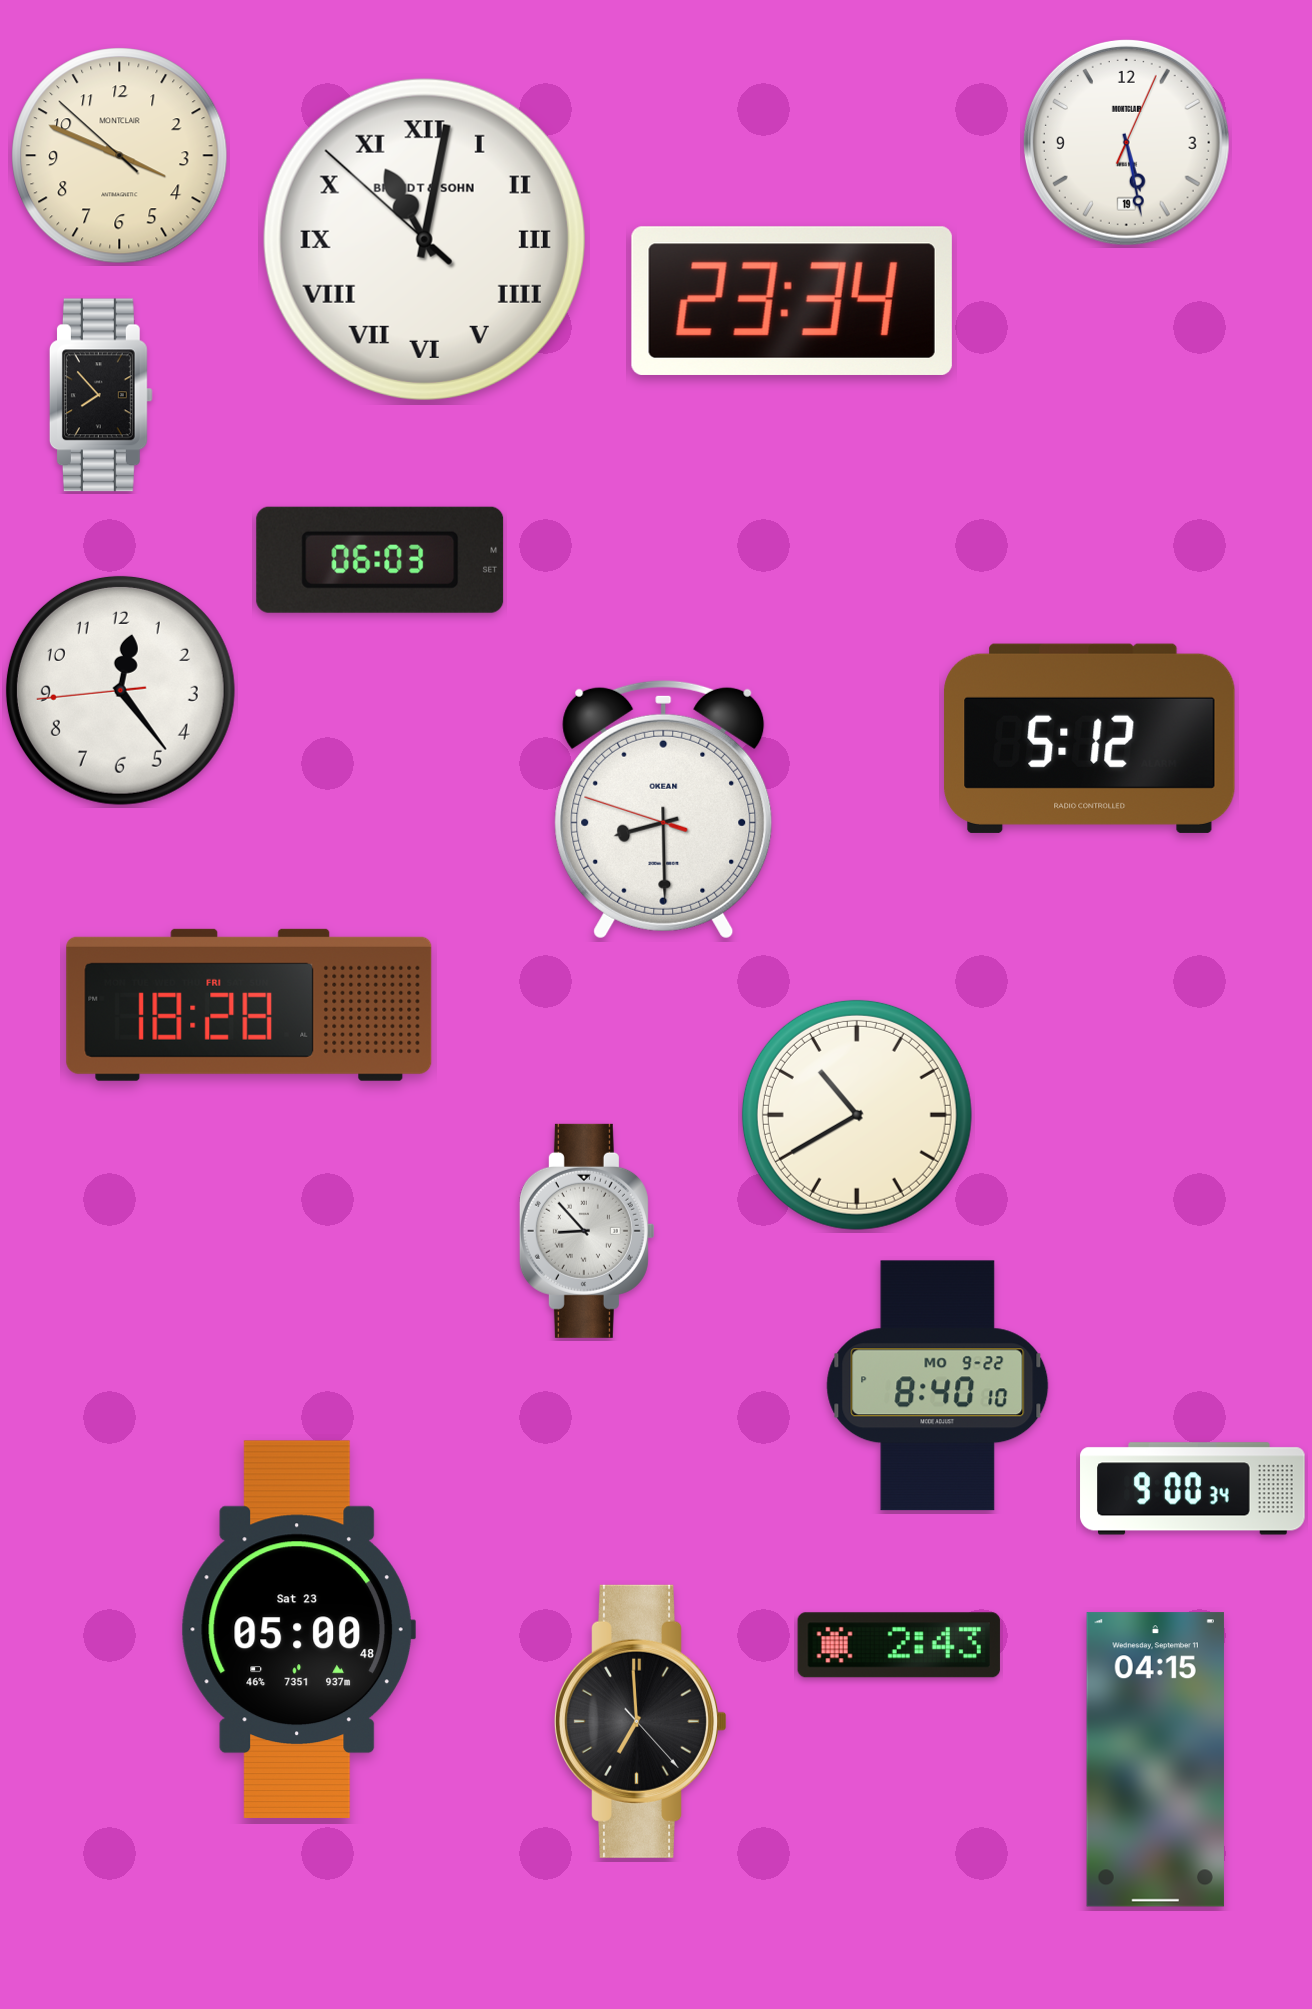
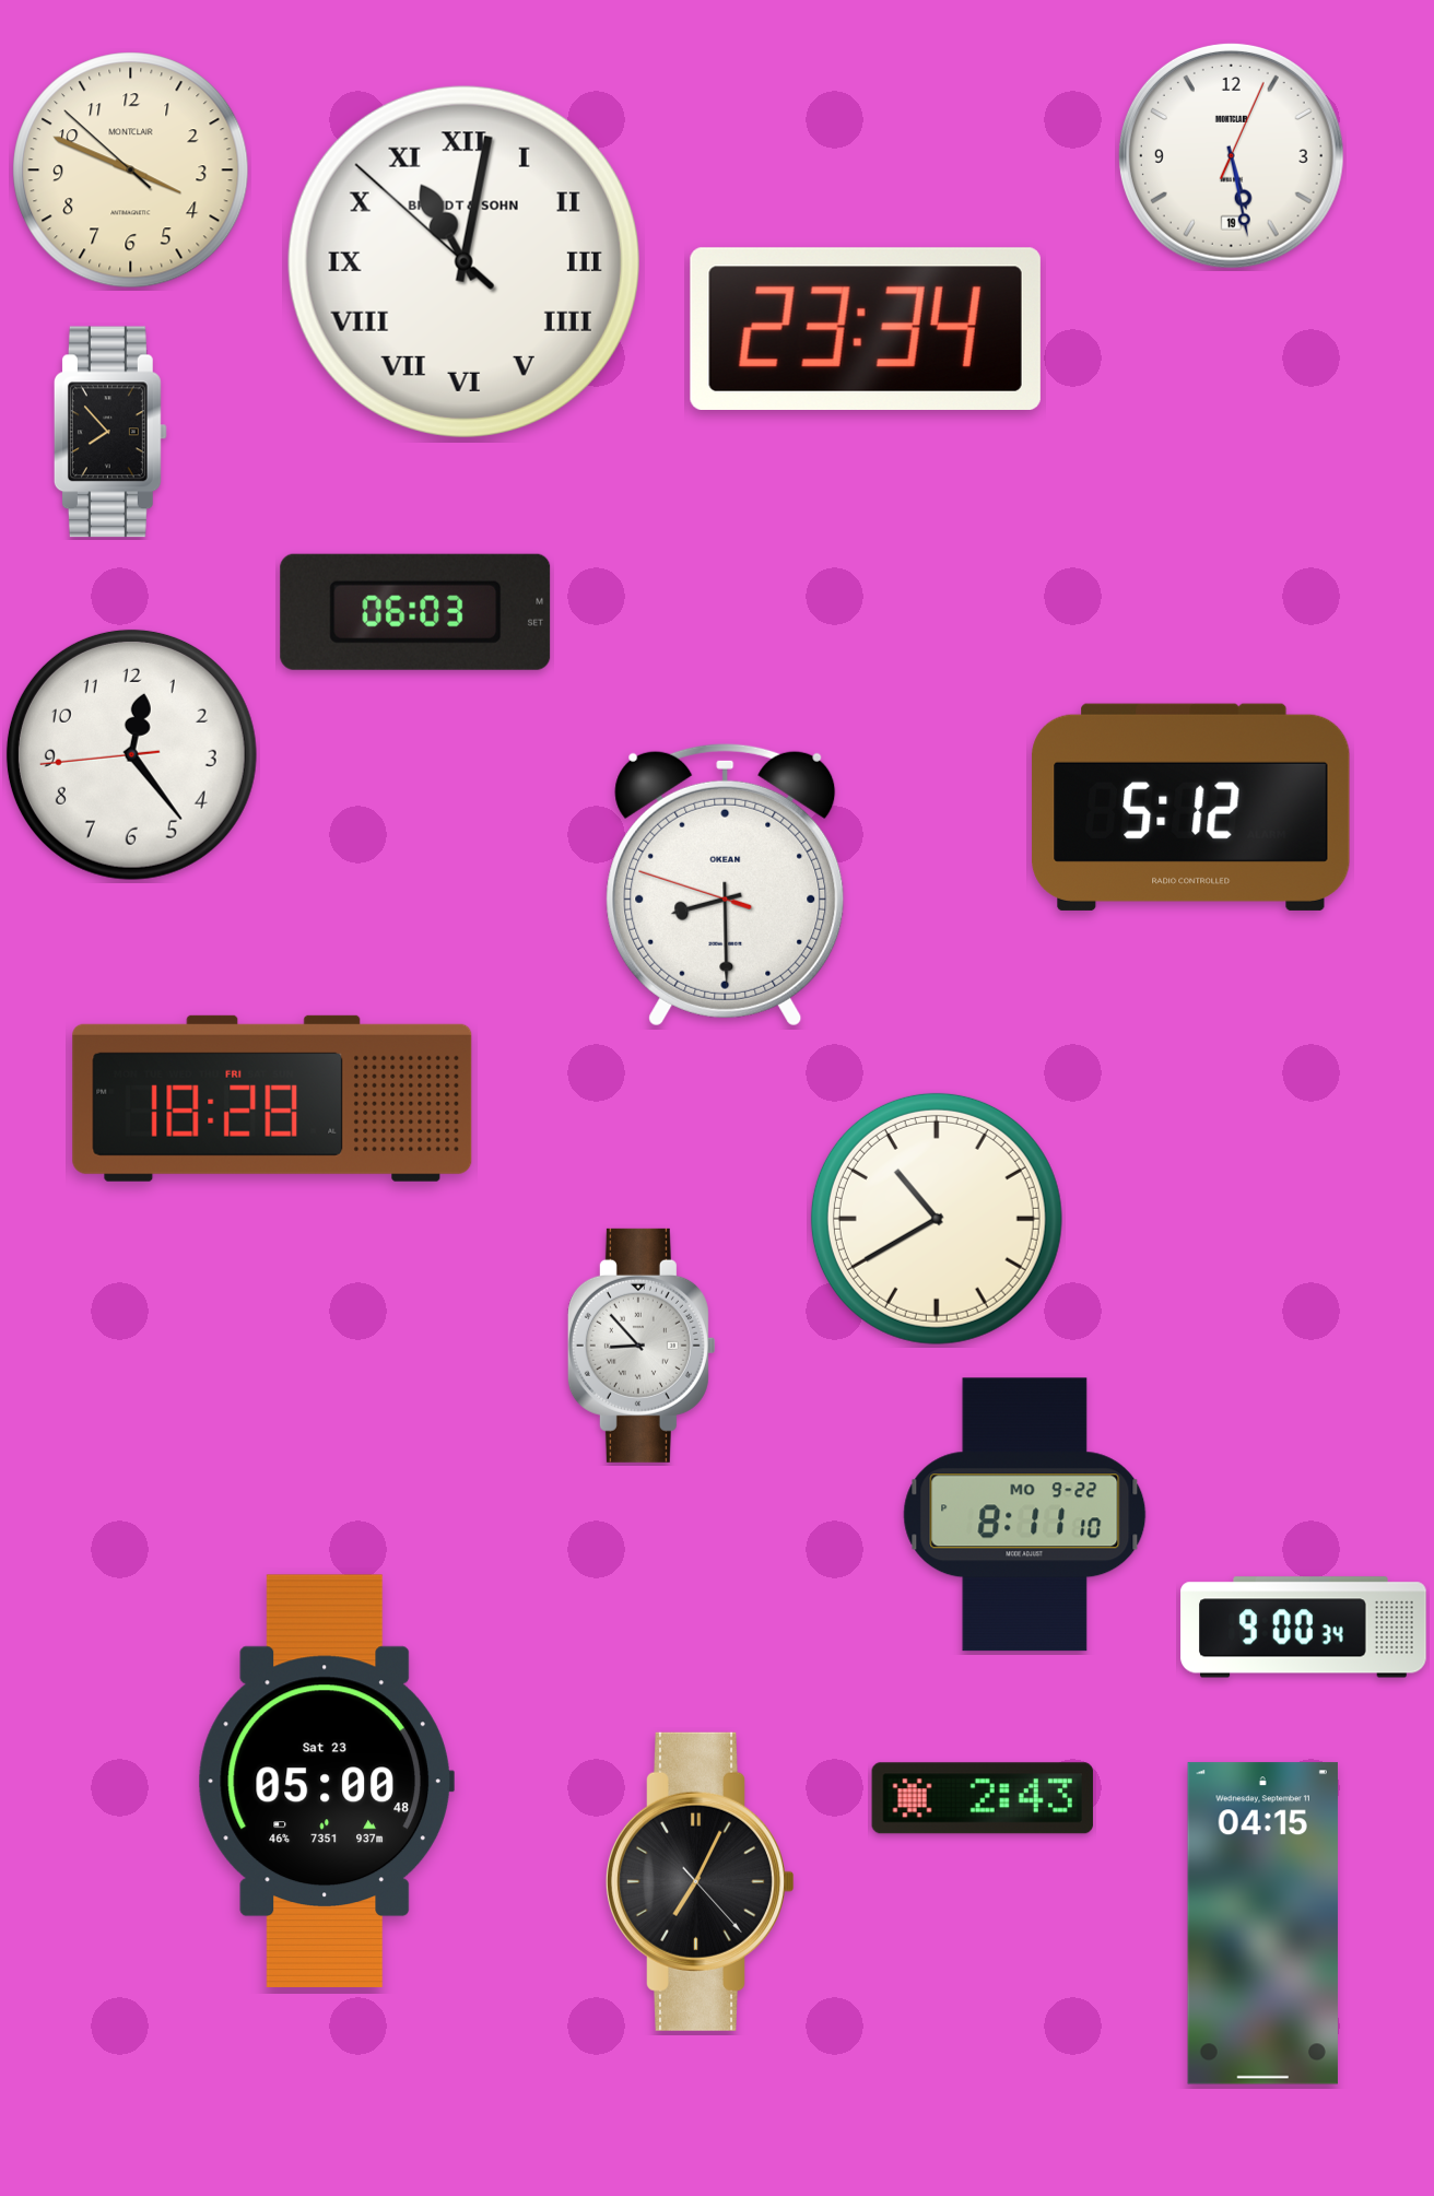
clock at (938, 1386): 8:40 -> 8:11
clock at (641, 1721): 6:59 -> 7:04
